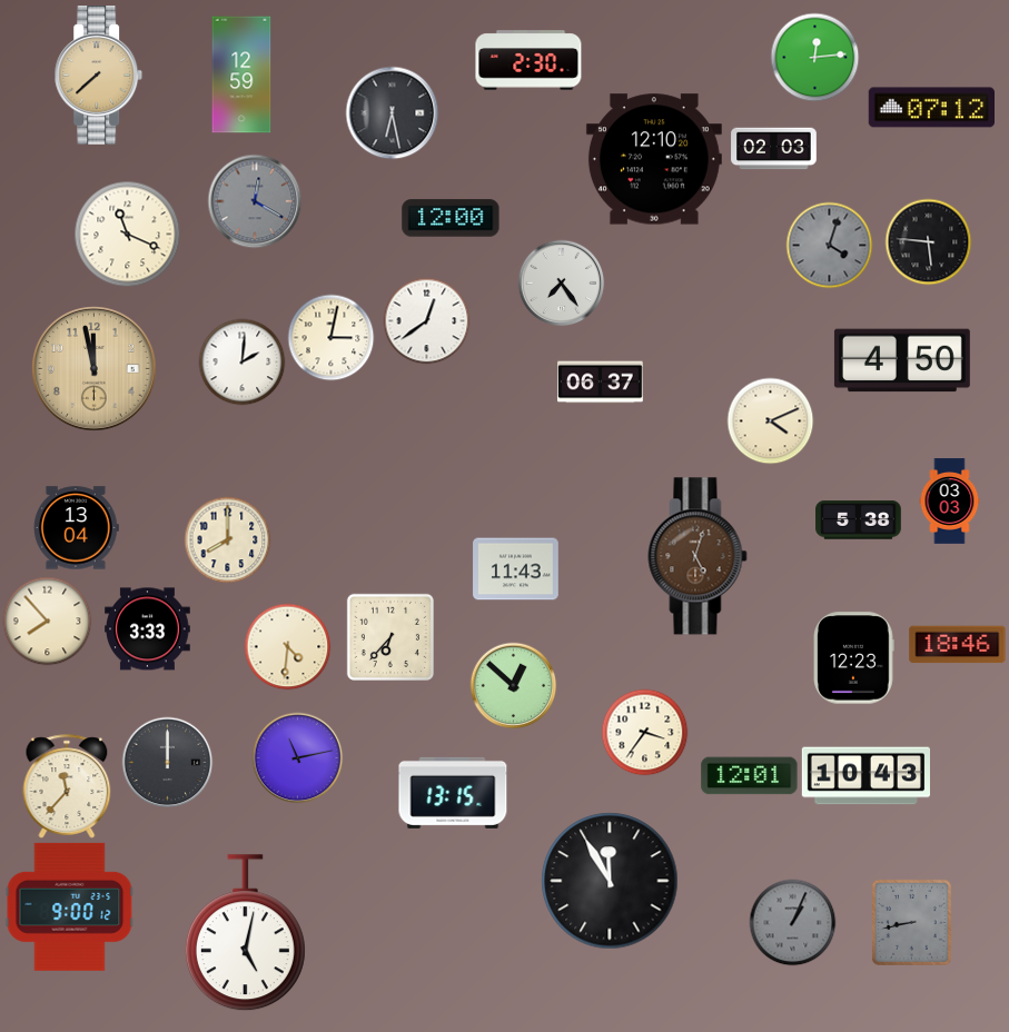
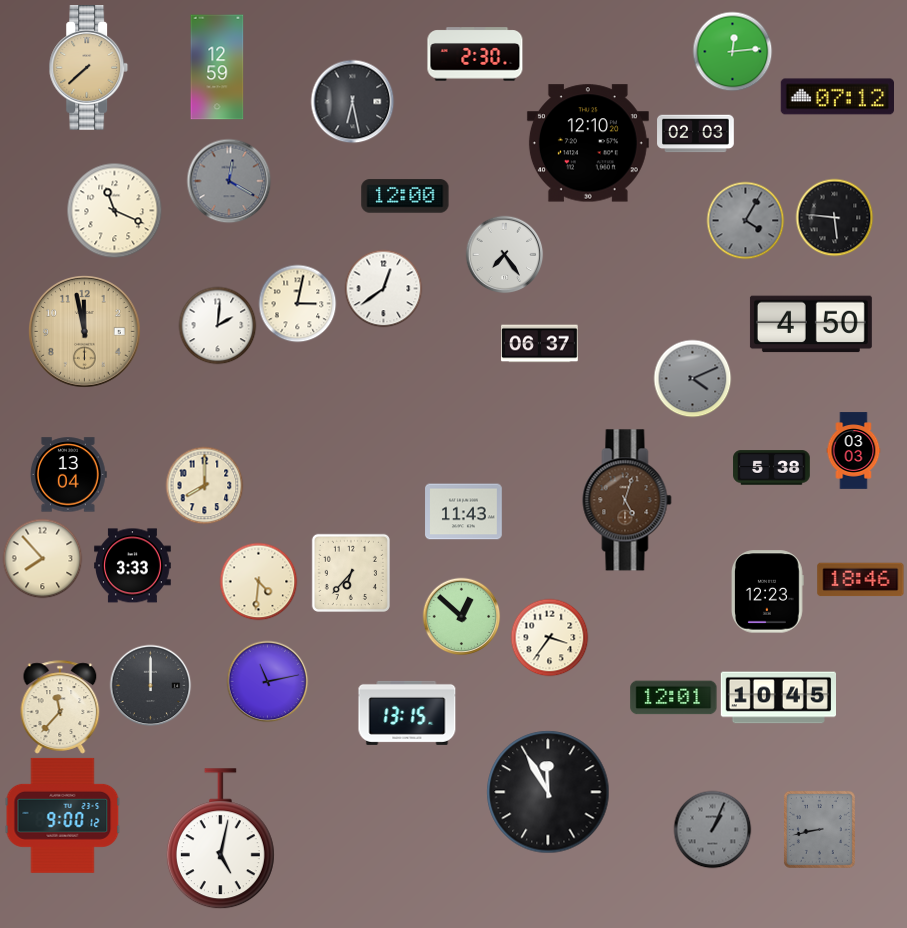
clock at (829, 245): 4:03 -> 4:05
clock at (770, 420) dial: cream -> grey
clock at (644, 732) position: (644, 732) -> (549, 637)
clock at (865, 776): 10:43 -> 10:45
